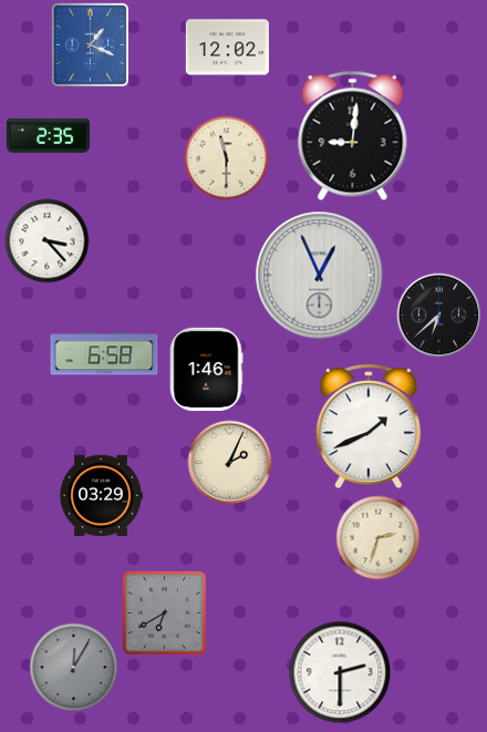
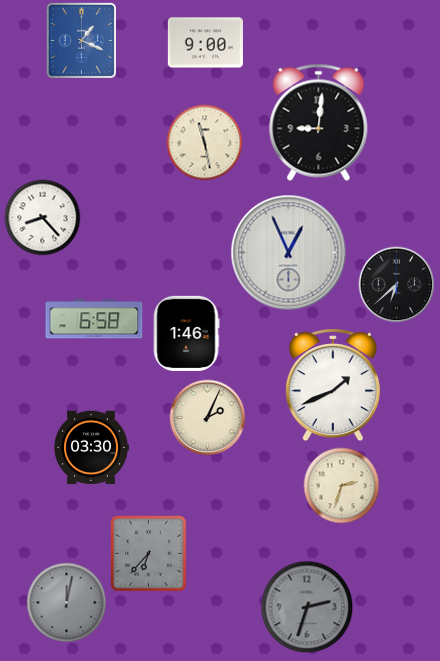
clock at (227, 48): 12:02 -> 9:00
clock at (48, 135): 2:35 -> none
clock at (227, 158): 11:30 -> 11:28
clock at (48, 241): 3:23 -> 8:23
clock at (320, 276) position: (320, 276) -> (289, 253)
clock at (101, 496): 03:29 -> 03:30
clock at (165, 614): 6:40 -> 6:37
clock at (74, 668): 12:05 -> 12:02
clock at (340, 672): 2:30 -> 2:33
clock at (340, 672) dial: white -> grey
